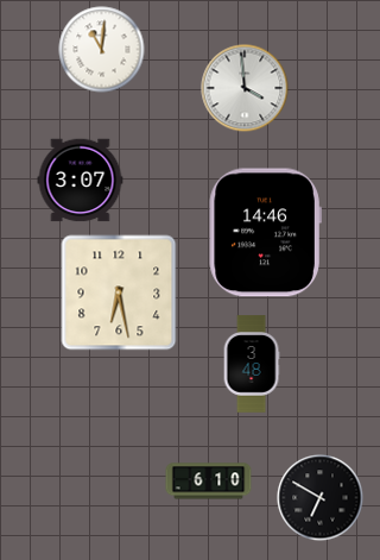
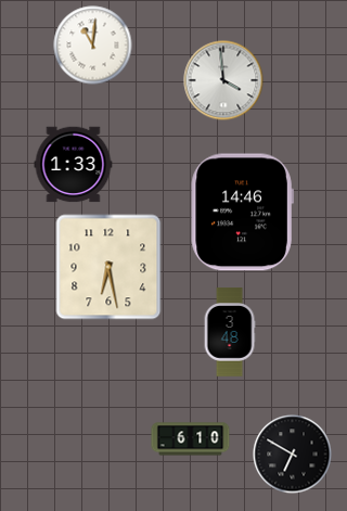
clock at (81, 181): 3:07 -> 1:33
